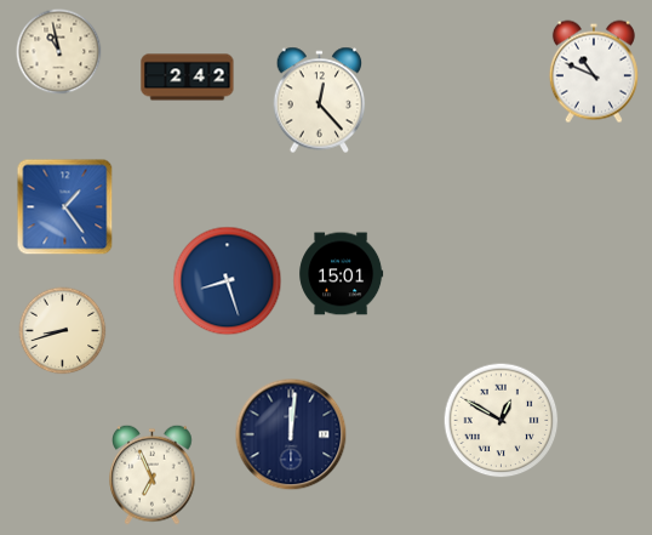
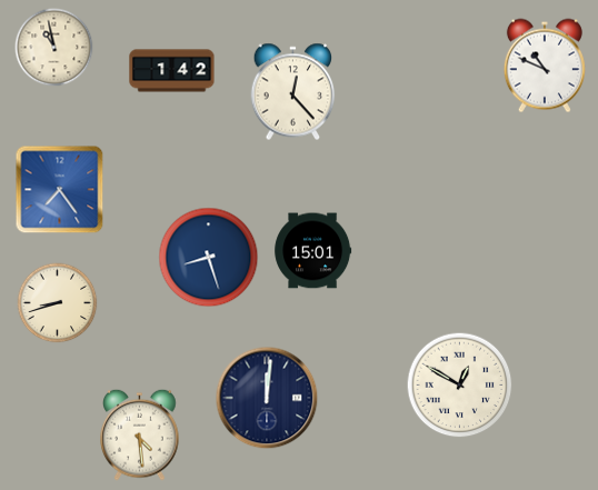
clock at (188, 78): 2:42 -> 1:42
clock at (65, 207): 1:24 -> 7:24
clock at (153, 474): 6:56 -> 4:29
